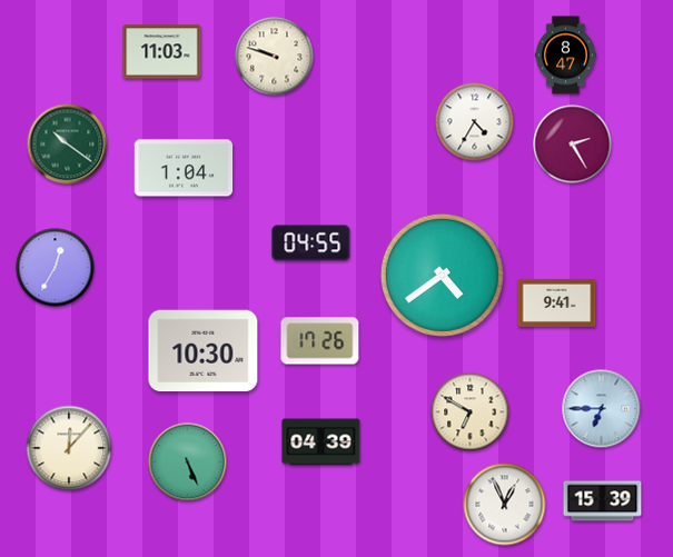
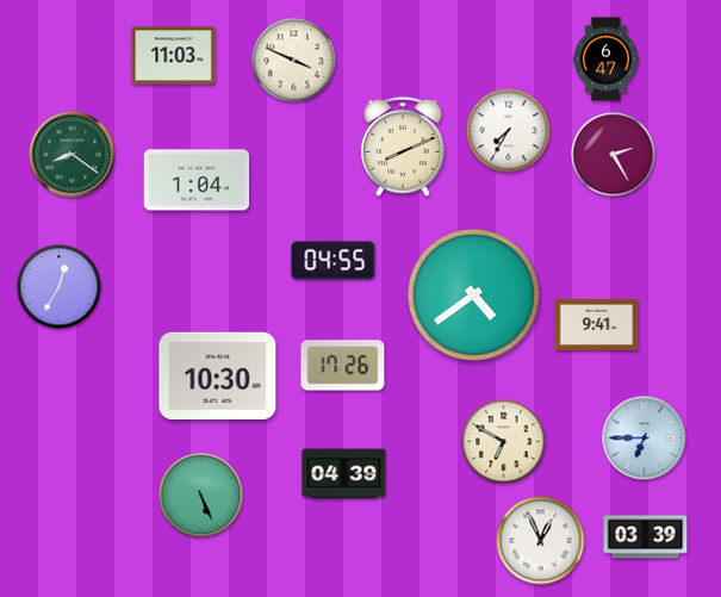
clock at (565, 56): 8:47 -> 6:47
clock at (275, 57): 9:48 -> 3:49
clock at (475, 122): 4:35 -> 7:35
clock at (403, 147): none -> 8:11
clock at (68, 145): 10:21 -> 8:21
clock at (69, 448): 12:07 -> none
clock at (603, 501): 15:39 -> 03:39
